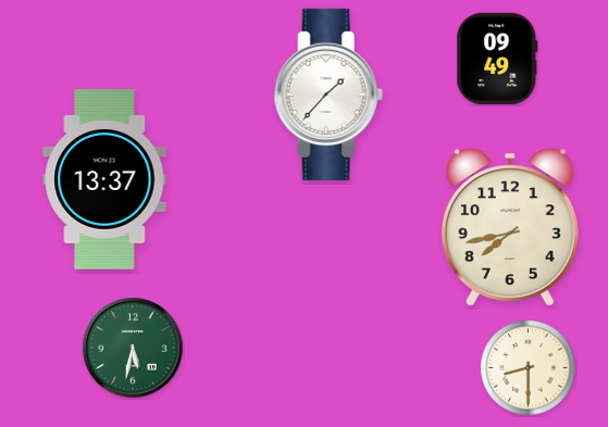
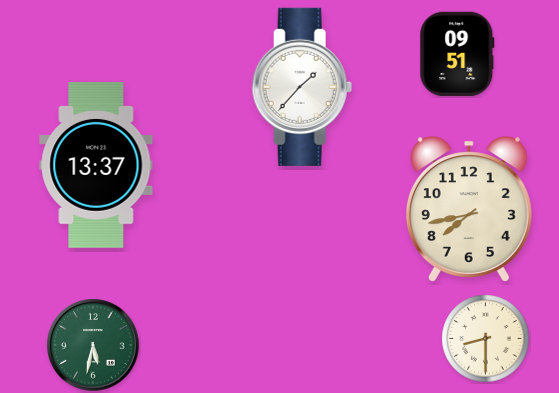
clock at (497, 59): 09:49 -> 09:51
clock at (133, 348) position: (133, 348) -> (93, 345)
